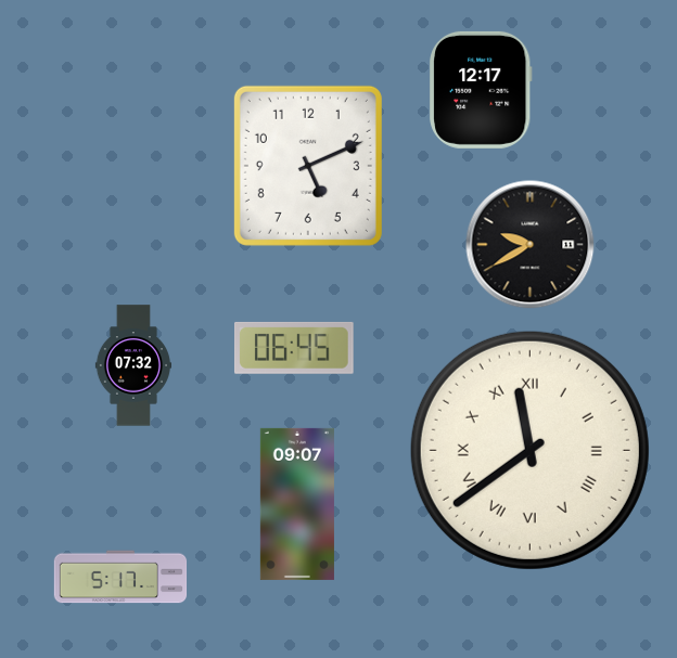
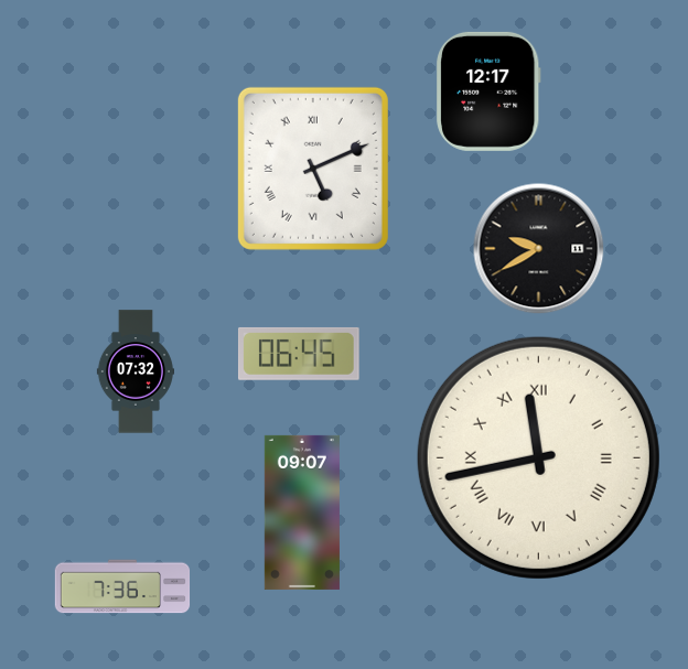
clock at (308, 166) numerals: Arabic -> Roman
clock at (529, 450): 11:39 -> 11:43
clock at (120, 577): 5:17 -> 7:36
